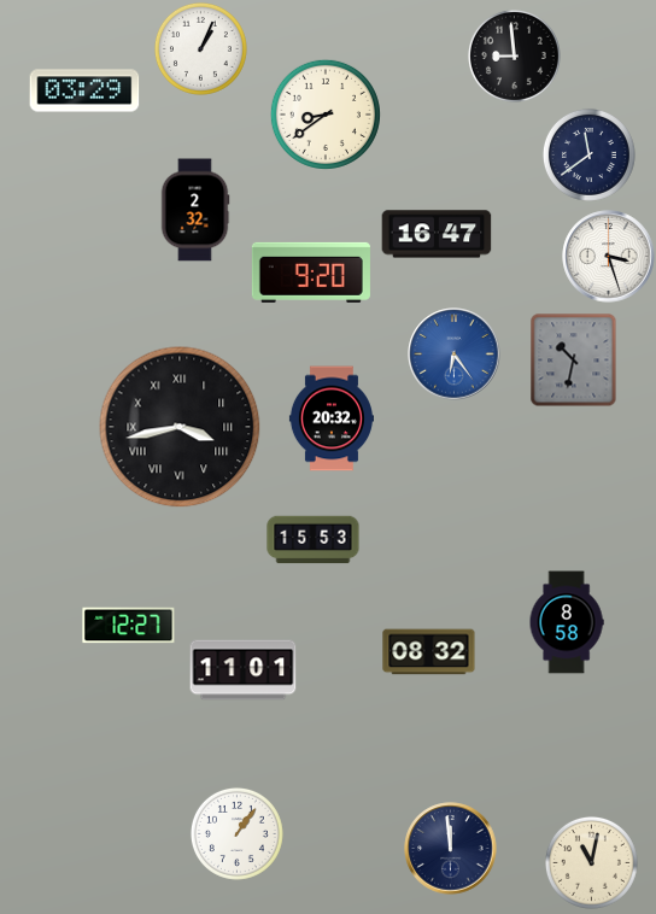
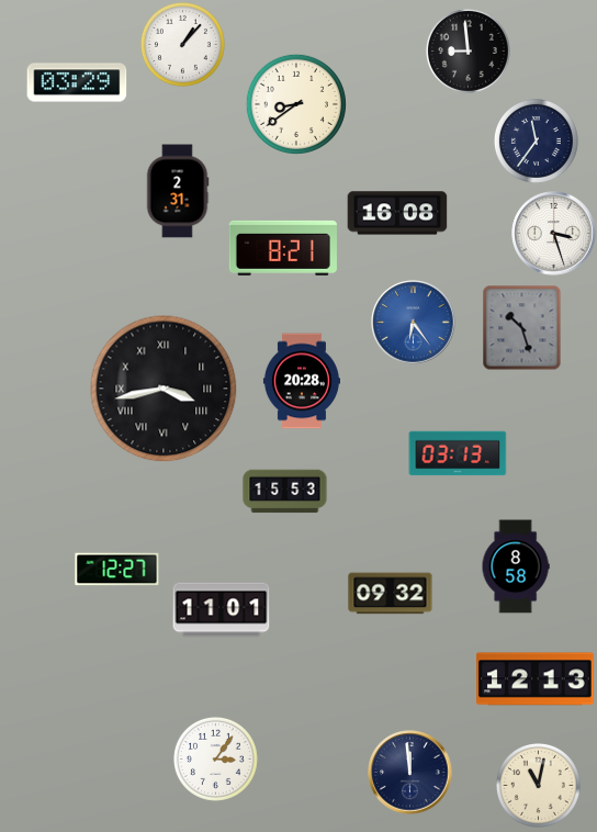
clock at (200, 48): 1:04 -> 1:07
clock at (588, 154): 11:39 -> 11:36
clock at (195, 210): 2:32 -> 2:31
clock at (437, 234): 16:47 -> 16:08
clock at (311, 273): 9:20 -> 8:21
clock at (574, 359): 10:32 -> 10:27
clock at (332, 418): 20:32 -> 20:28
clock at (458, 453): none -> 03:13
clock at (429, 652): 08:32 -> 09:32
clock at (536, 679): none -> 12:13
clock at (236, 833): 1:06 -> 3:06
